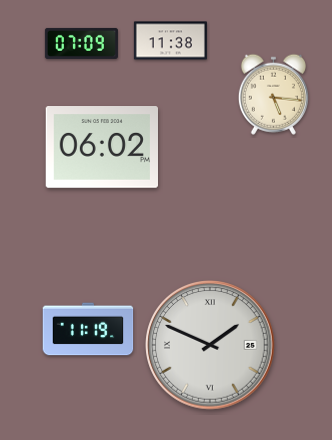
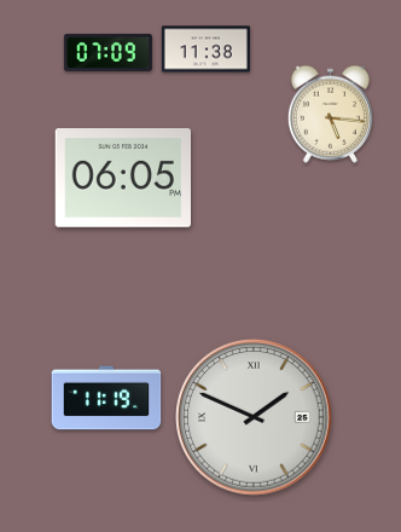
clock at (81, 43) position: (81, 43) -> (107, 52)
clock at (102, 148): 06:02 -> 06:05
